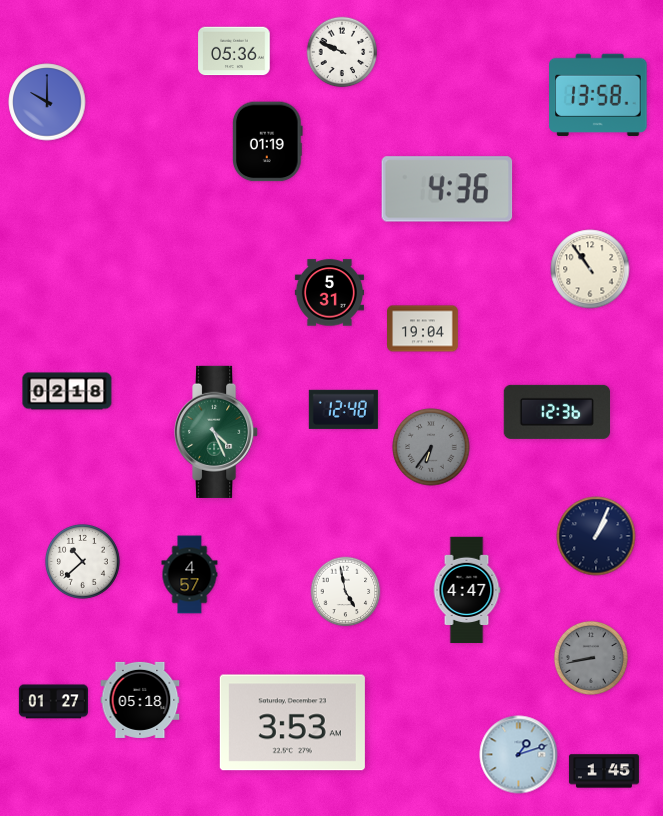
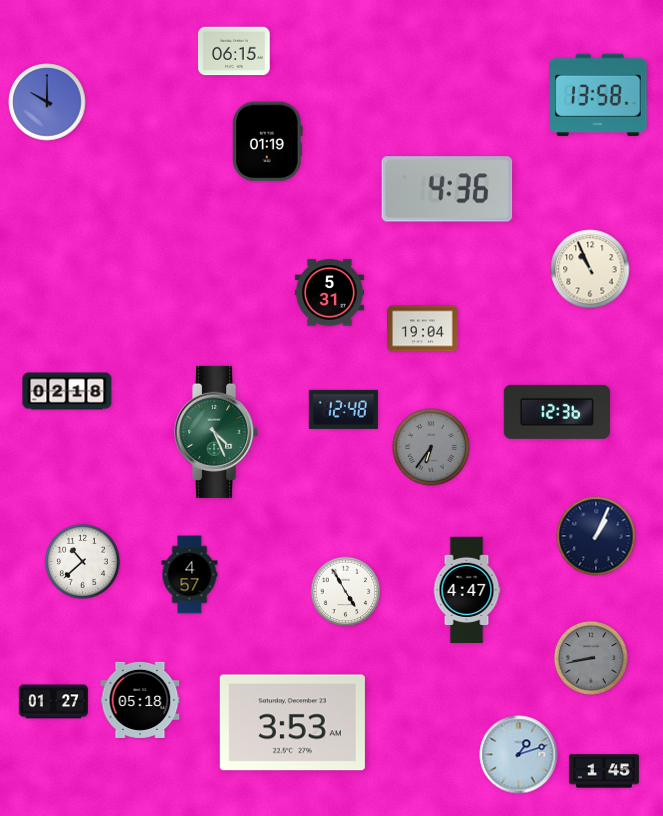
clock at (234, 51): 05:36 -> 06:15
clock at (342, 52): 9:49 -> none
clock at (590, 269): 10:54 -> 10:56
clock at (346, 592): 4:58 -> 4:55
